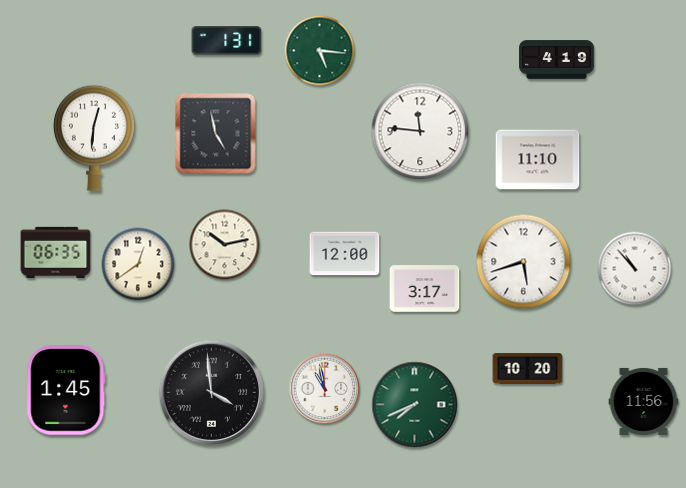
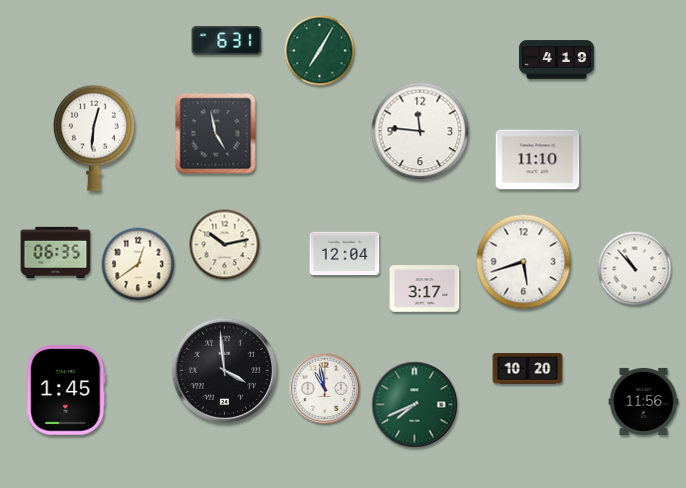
clock at (227, 41): 1:31 -> 6:31
clock at (320, 51): 5:16 -> 7:05
clock at (345, 254): 12:00 -> 12:04
clock at (211, 392) position: (211, 392) -> (224, 370)
